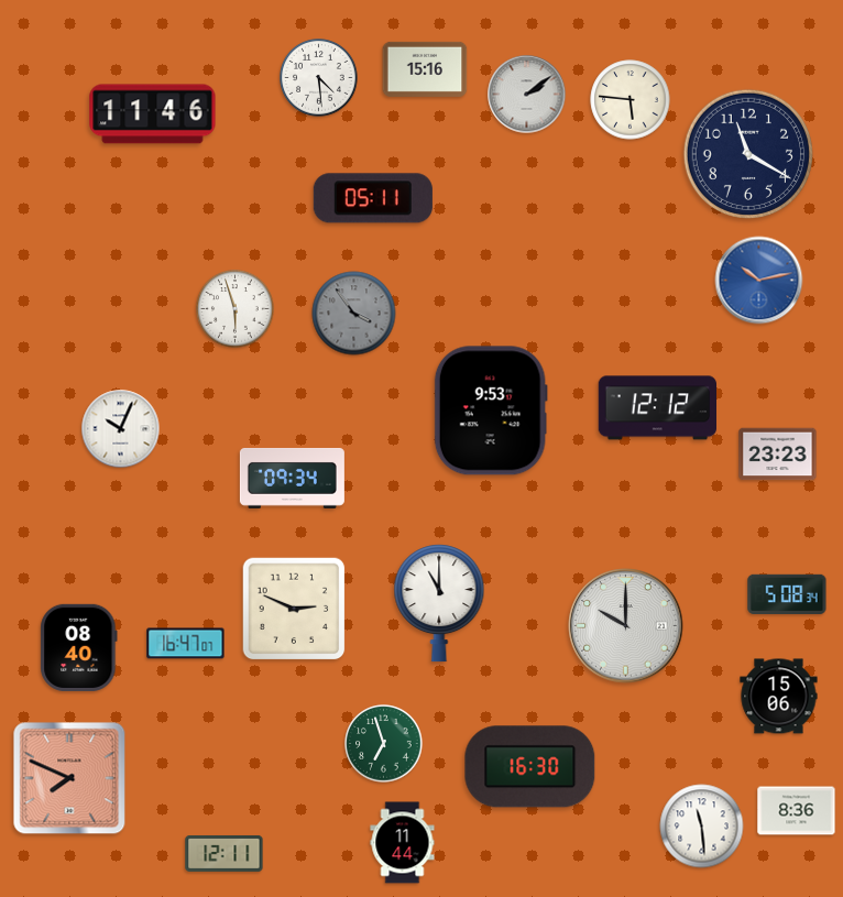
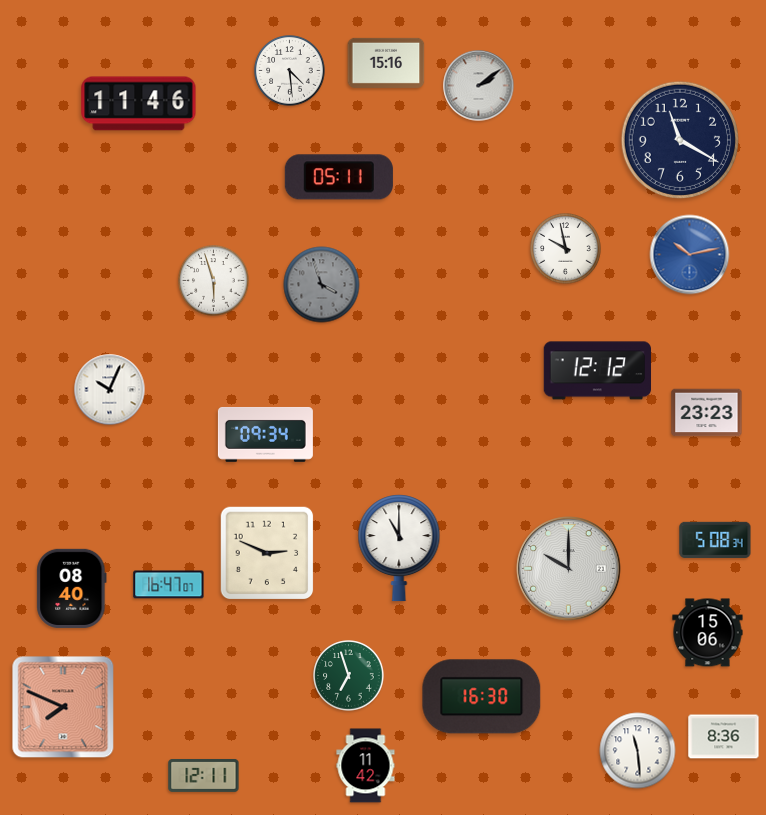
clock at (631, 100): 5:46 -> none
clock at (373, 198) position: (373, 198) -> (339, 177)
clock at (566, 249): none -> 9:58
clock at (354, 314): 3:54 -> 3:57
clock at (491, 411): 9:53 -> none
clock at (403, 843): 11:44 -> 11:42
